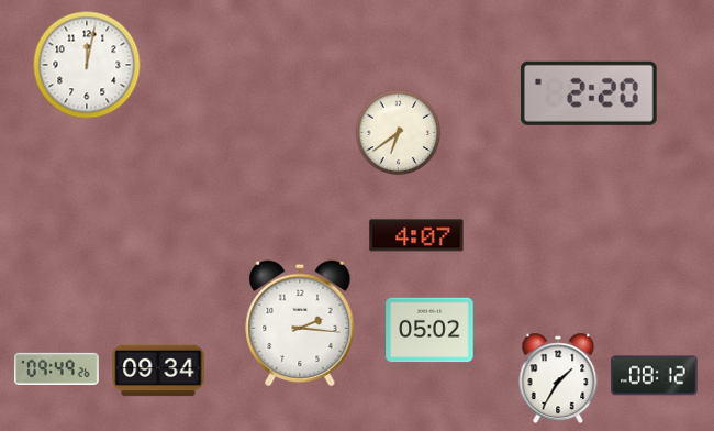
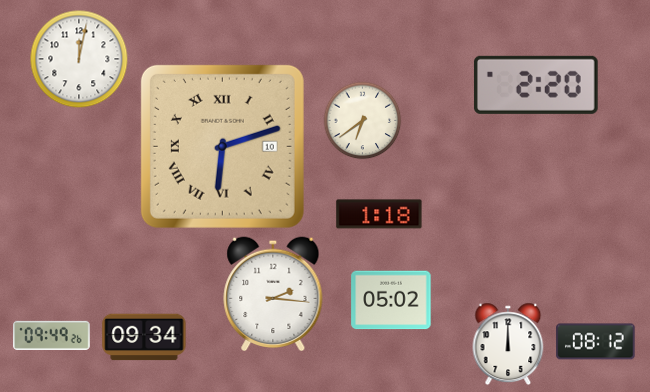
clock at (222, 146): none -> 6:12
clock at (416, 235): 4:07 -> 1:18
clock at (558, 378): 1:35 -> 12:00
